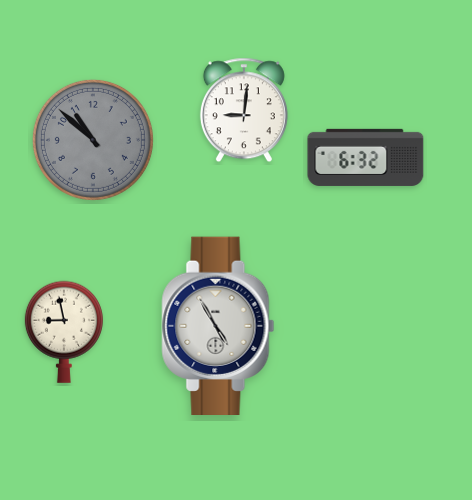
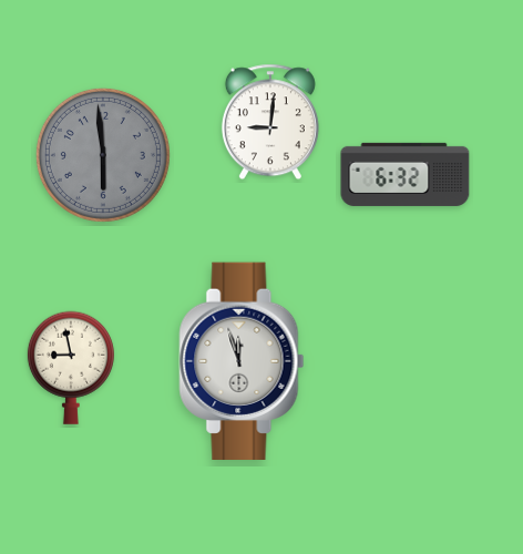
clock at (93, 140): 10:52 -> 5:59
clock at (218, 325): 4:55 -> 11:57
